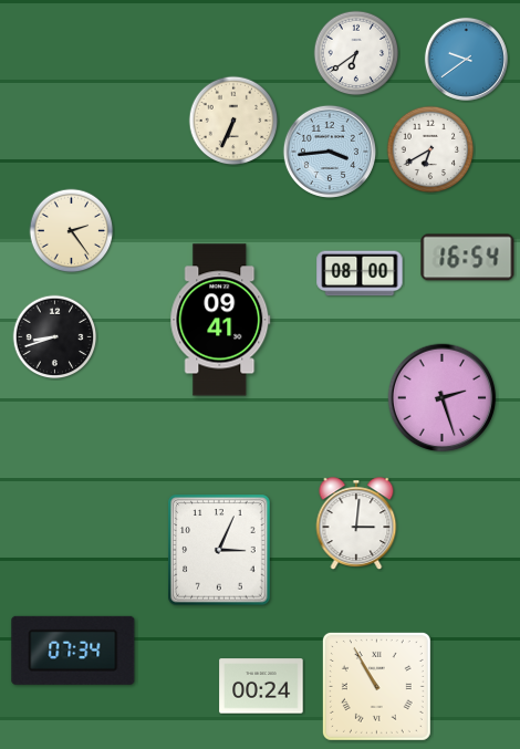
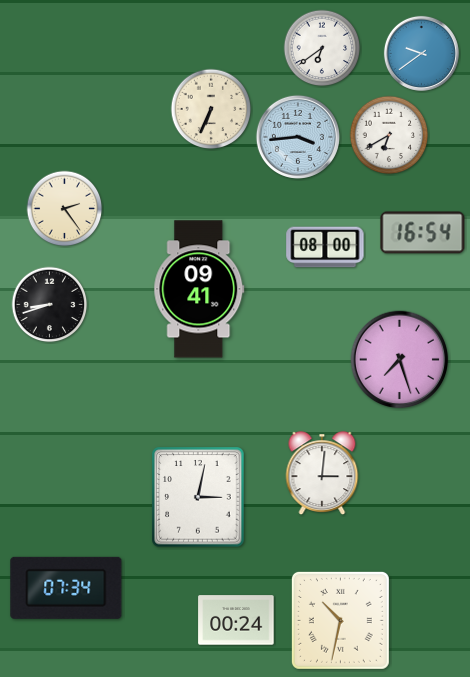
clock at (443, 398): 2:27 -> 7:27
clock at (219, 550): 3:04 -> 3:02
clock at (376, 686): 10:55 -> 10:32
